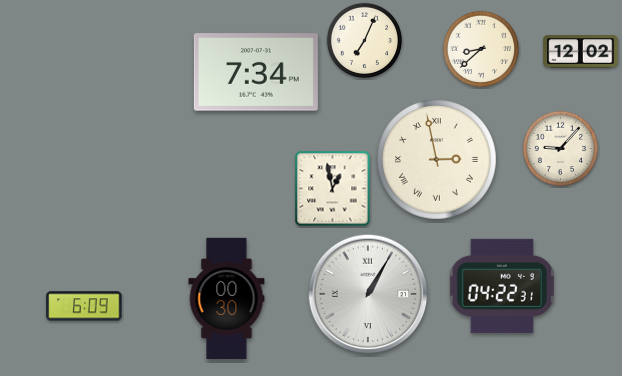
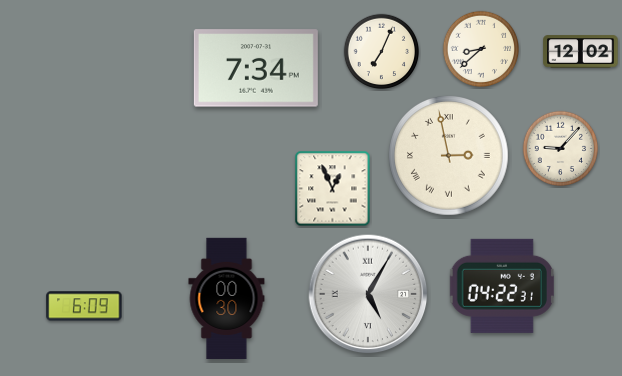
clock at (365, 41) position: (365, 41) -> (382, 52)
clock at (256, 72) position: (256, 72) -> (256, 68)
clock at (437, 160) position: (437, 160) -> (449, 156)
clock at (333, 189): 12:58 -> 12:56
clock at (368, 294): 1:05 -> 5:05
